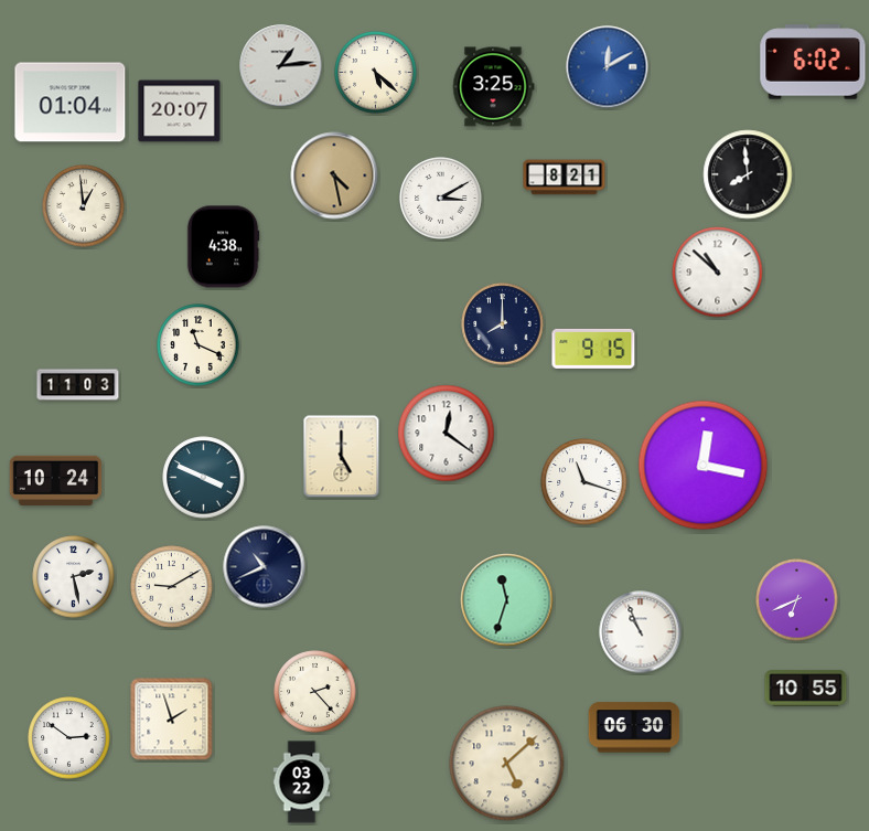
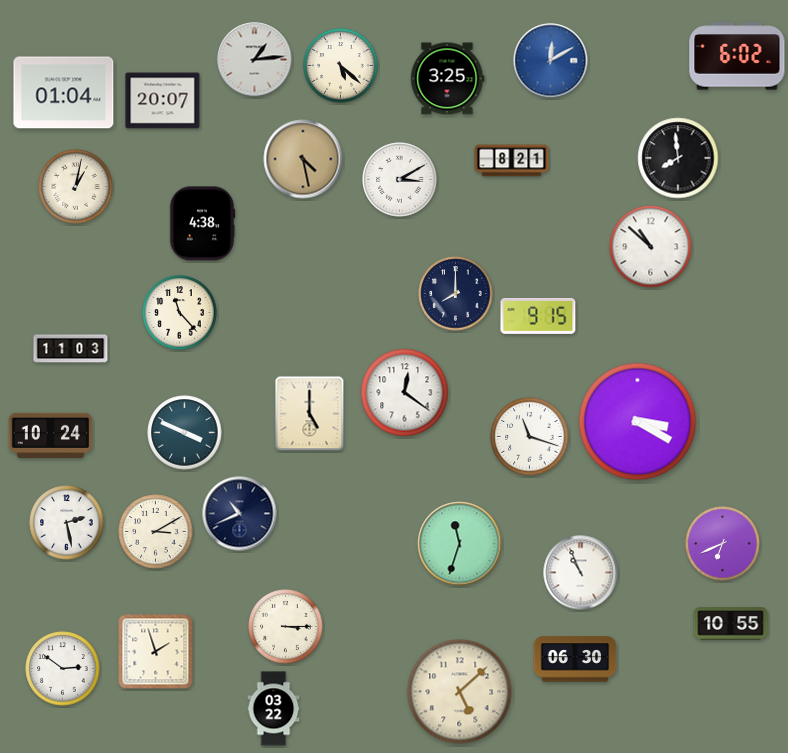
clock at (84, 206): 12:59 -> 1:02
clock at (199, 345): 11:19 -> 11:23
clock at (704, 466): 12:17 -> 3:20
clock at (172, 587): 9:10 -> 3:10
clock at (315, 692): 2:23 -> 3:15
